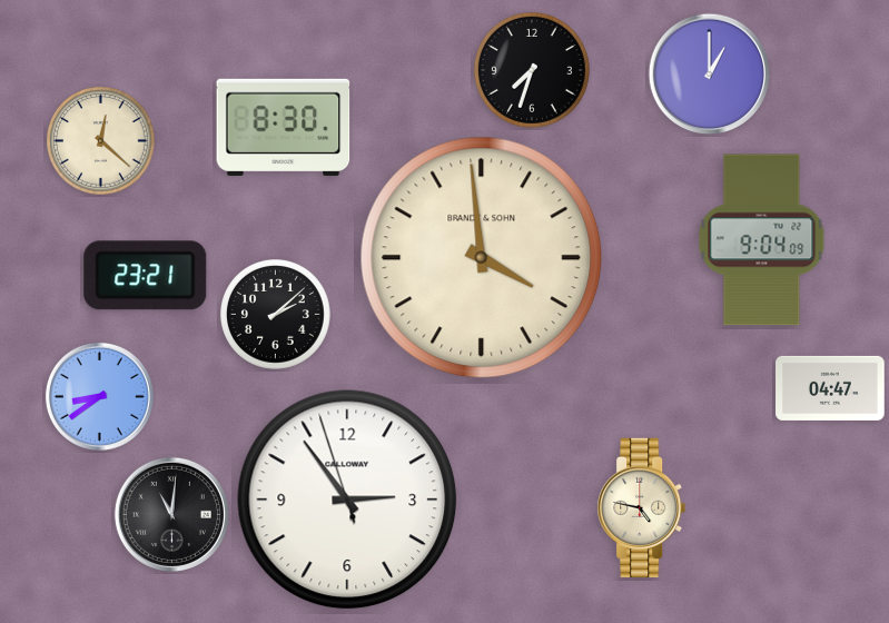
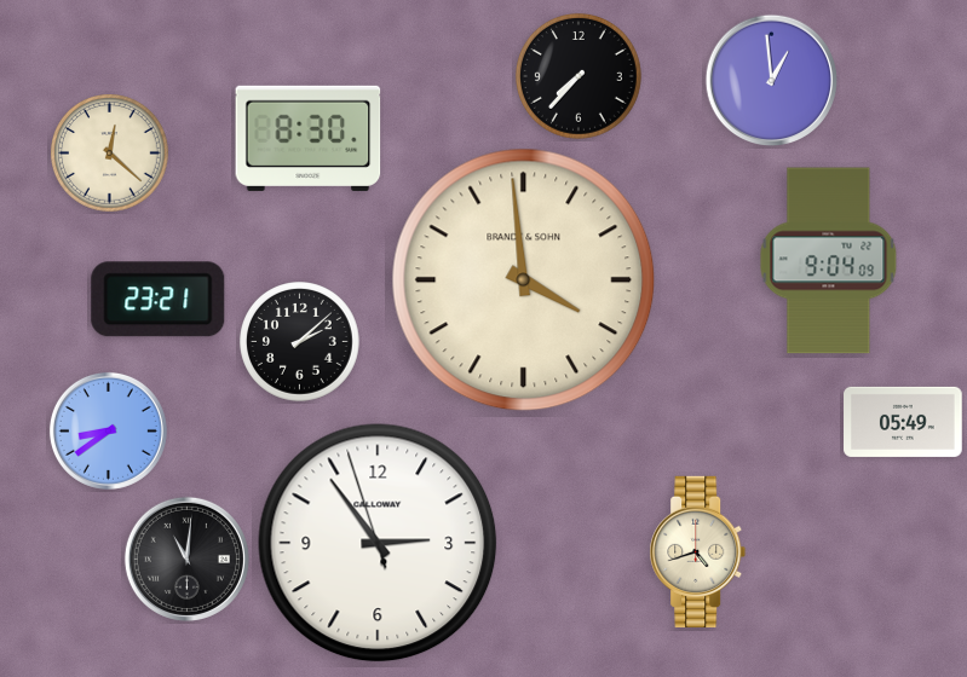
clock at (532, 70): 7:33 -> 7:37
clock at (710, 75): 1:00 -> 12:59
clock at (830, 388): 04:47 -> 05:49
clock at (642, 507): 4:47 -> 4:42
